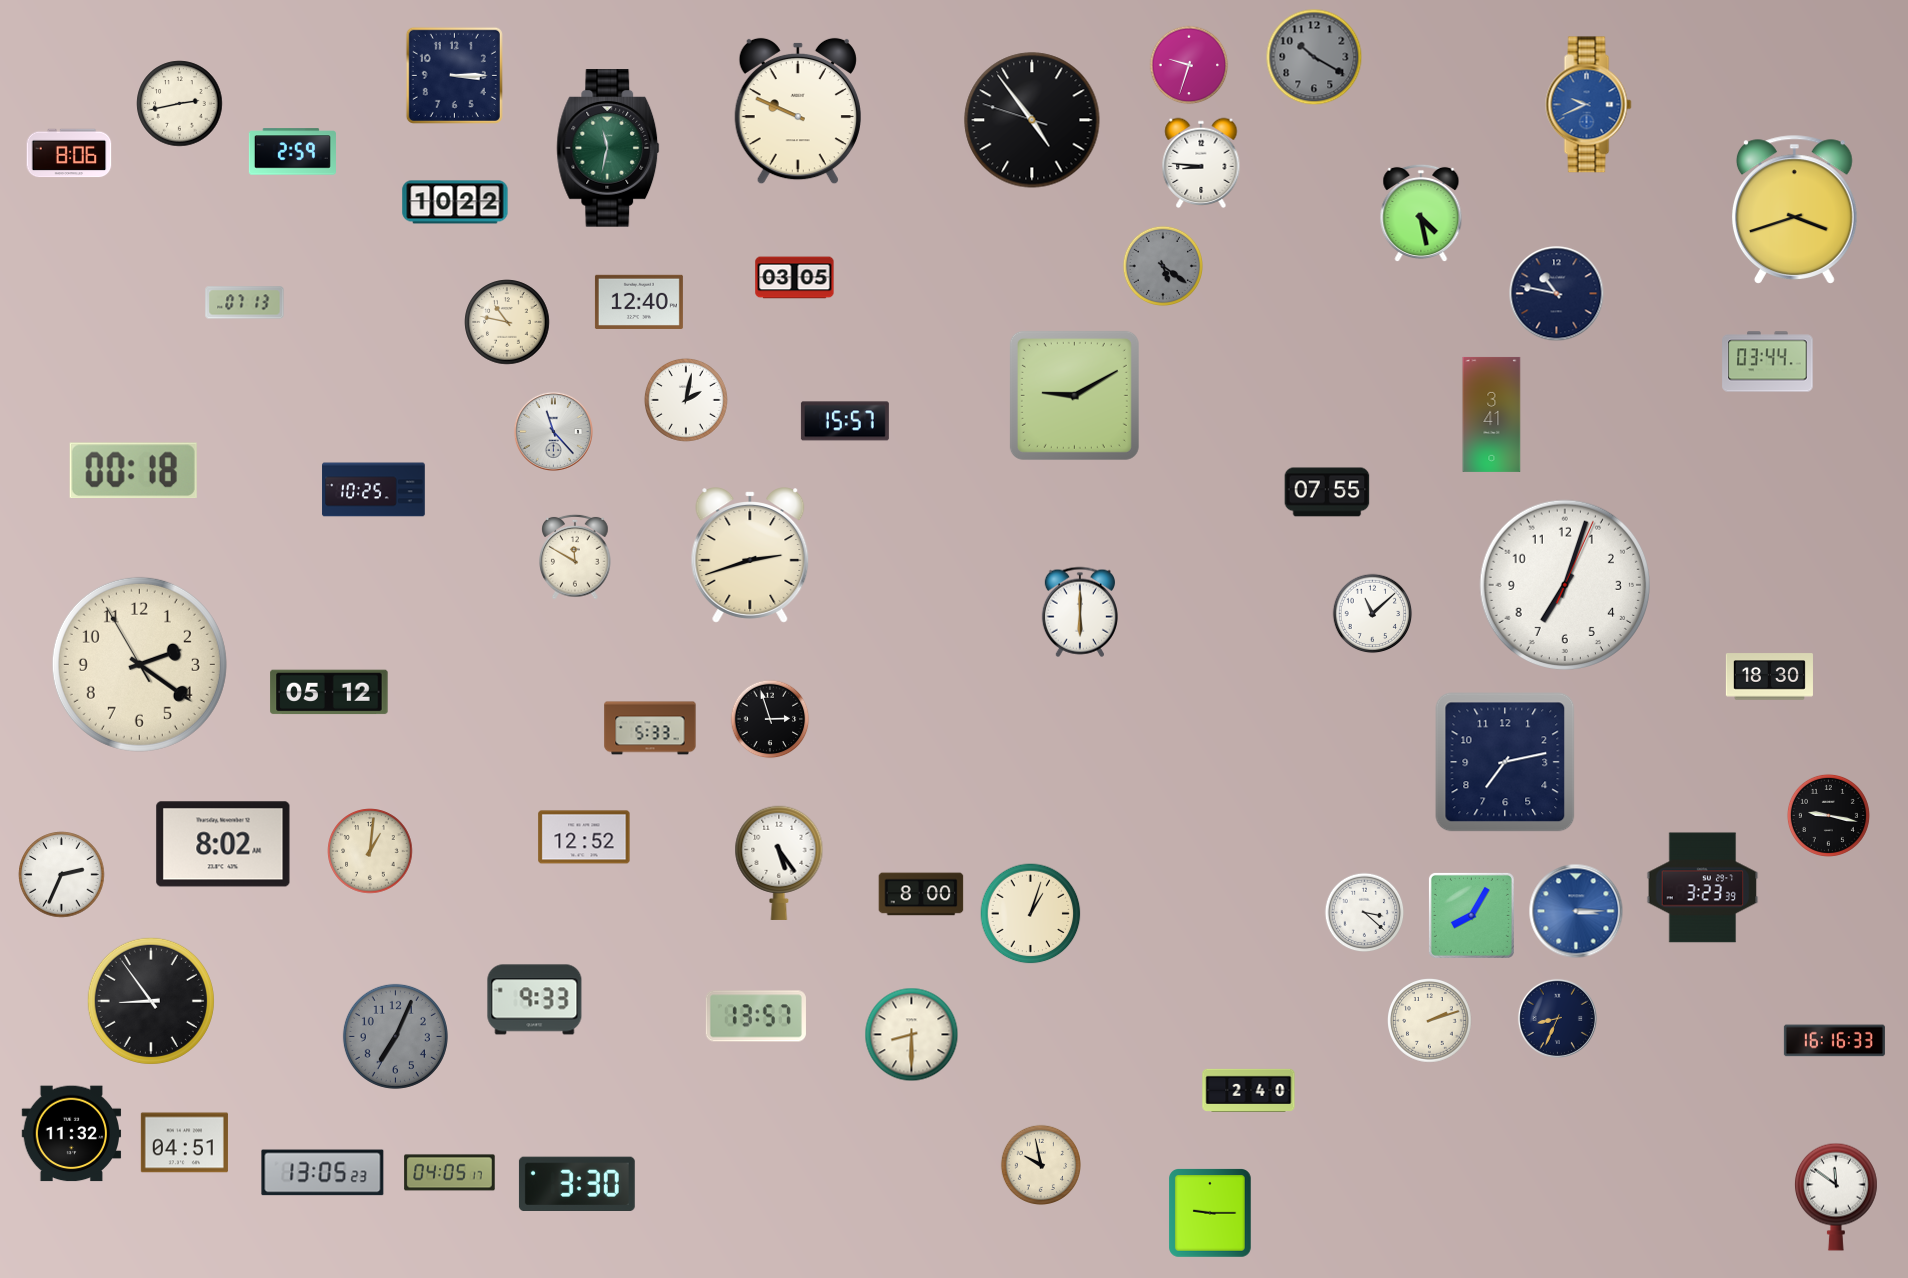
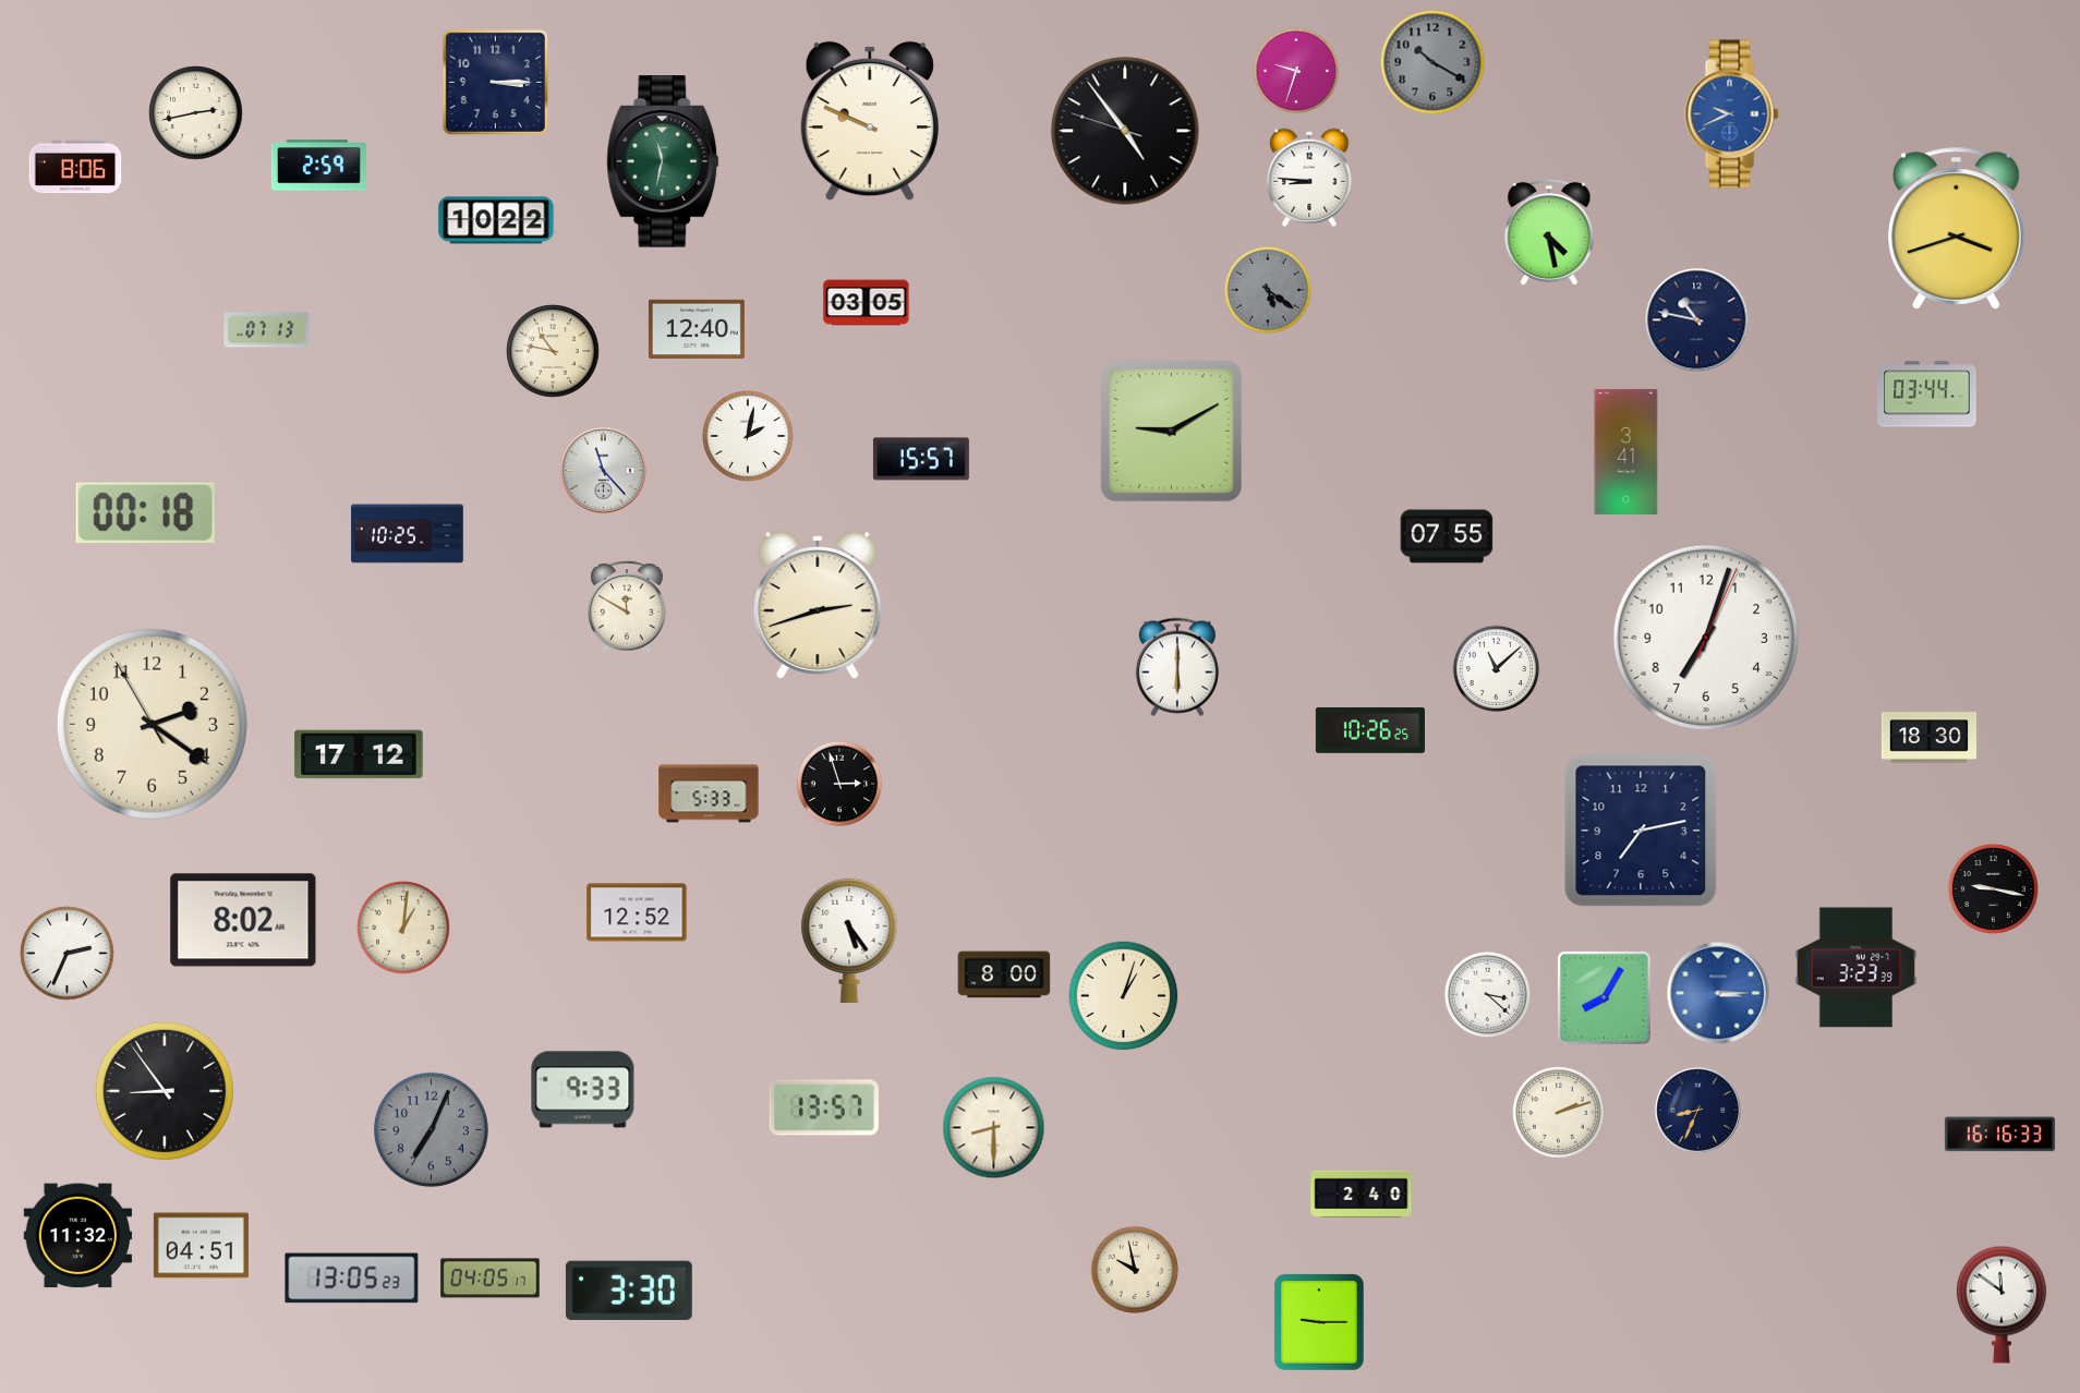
clock at (1370, 730): none -> 10:26
clock at (329, 692): 05:12 -> 17:12
clock at (1249, 1090) position: (1249, 1090) -> (1362, 1194)
